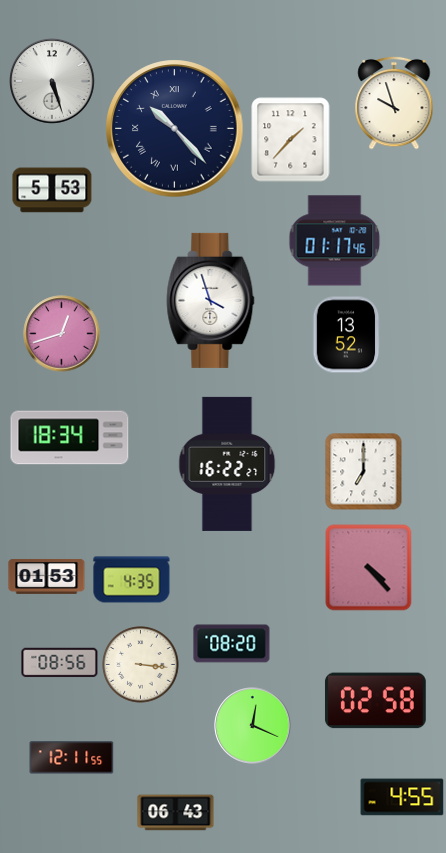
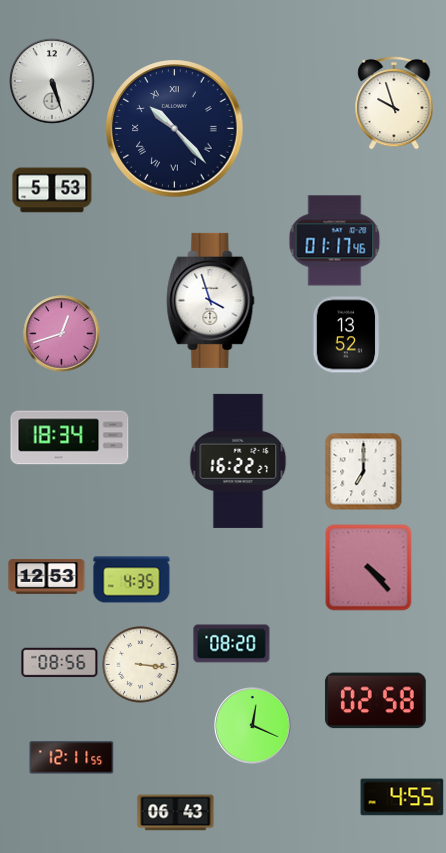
clock at (291, 140): 1:37 -> none
clock at (227, 464) position: (227, 464) -> (238, 461)
clock at (47, 576): 01:53 -> 12:53
